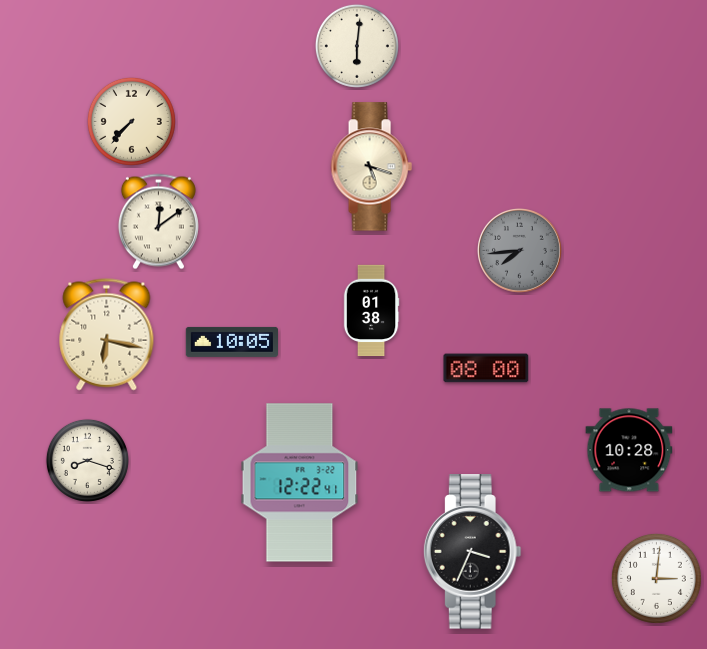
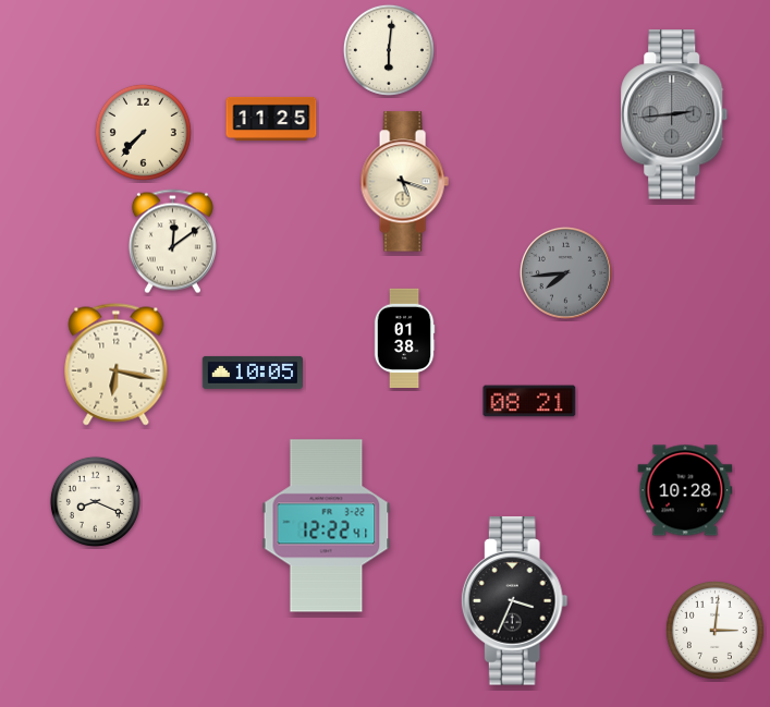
clock at (674, 114): none -> 2:44
clock at (271, 119): none -> 11:25
clock at (486, 368): 08:00 -> 08:21
clock at (87, 460): 8:18 -> 8:19
